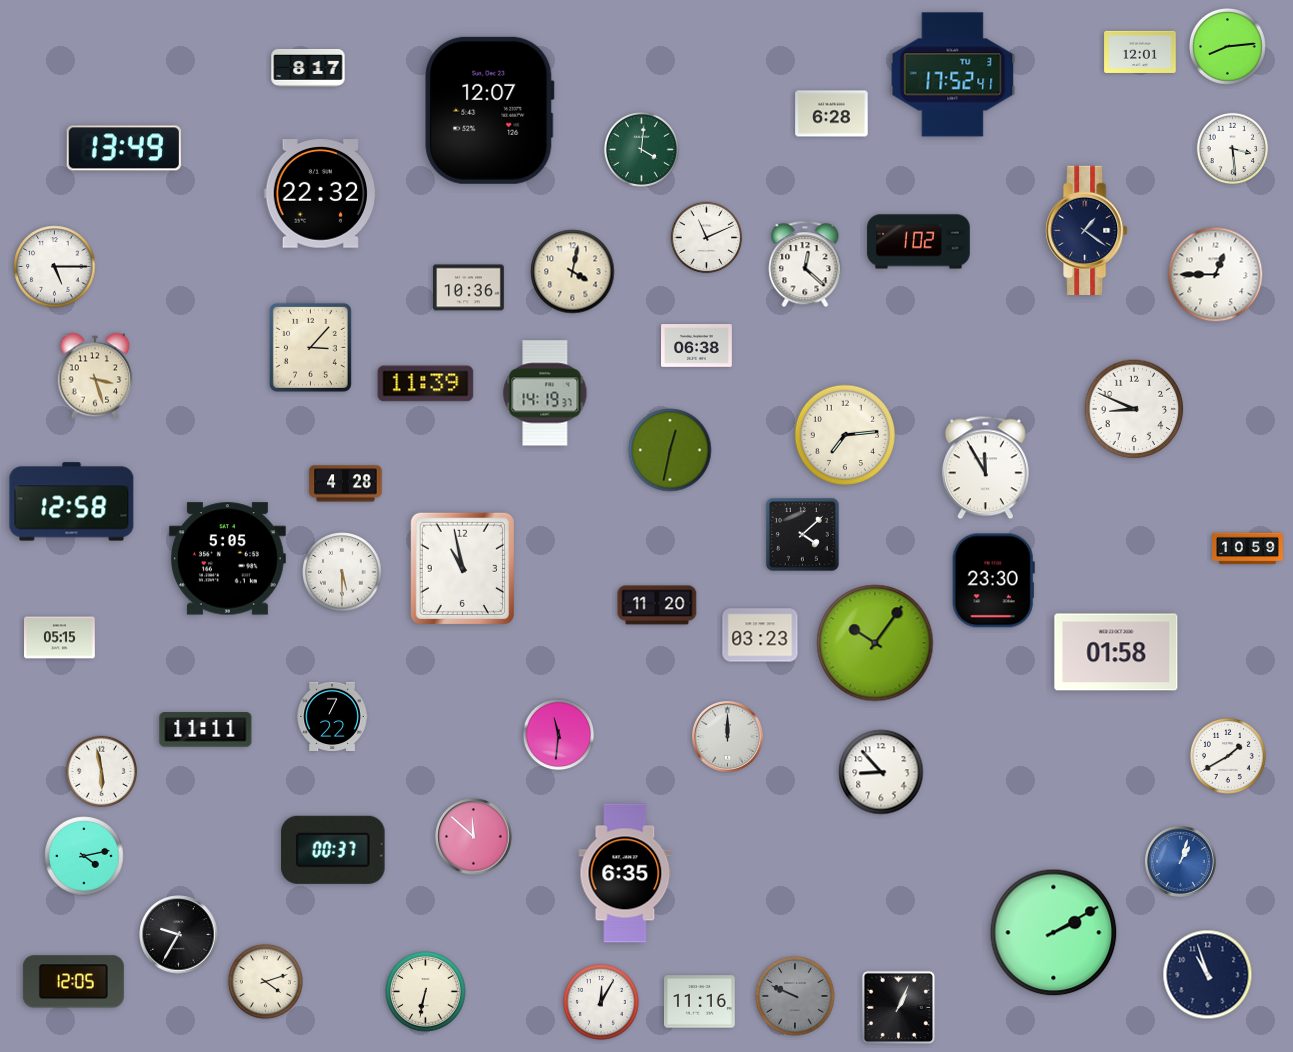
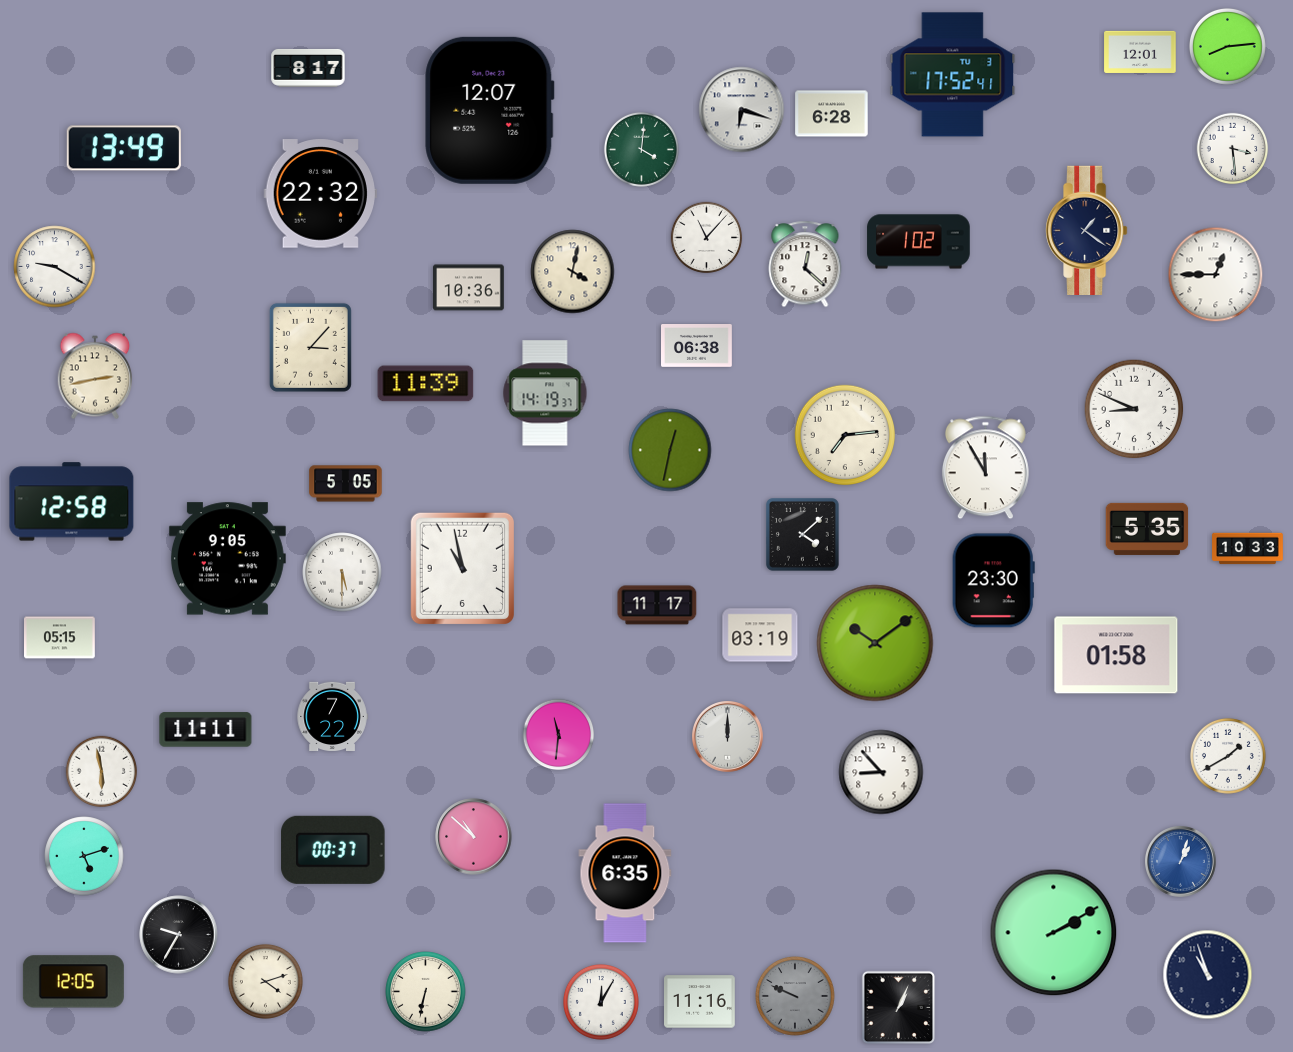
clock at (742, 110): none -> 6:18
clock at (707, 238): 11:11 -> 11:07
clock at (55, 267): 5:15 -> 9:20
clock at (95, 376): 3:27 -> 2:43
clock at (346, 484): 4:28 -> 5:05
clock at (1147, 529): none -> 5:35
clock at (1248, 549): 10:59 -> 10:33
clock at (227, 559): 5:05 -> 9:05
clock at (657, 605): 11:20 -> 11:17
clock at (760, 635): 03:23 -> 03:19
clock at (875, 643): 10:06 -> 10:09
clock at (1116, 652) position: (1116, 652) -> (1116, 655)
clock at (474, 837): 11:52 -> 10:52
clock at (84, 856): 4:13 -> 5:12
